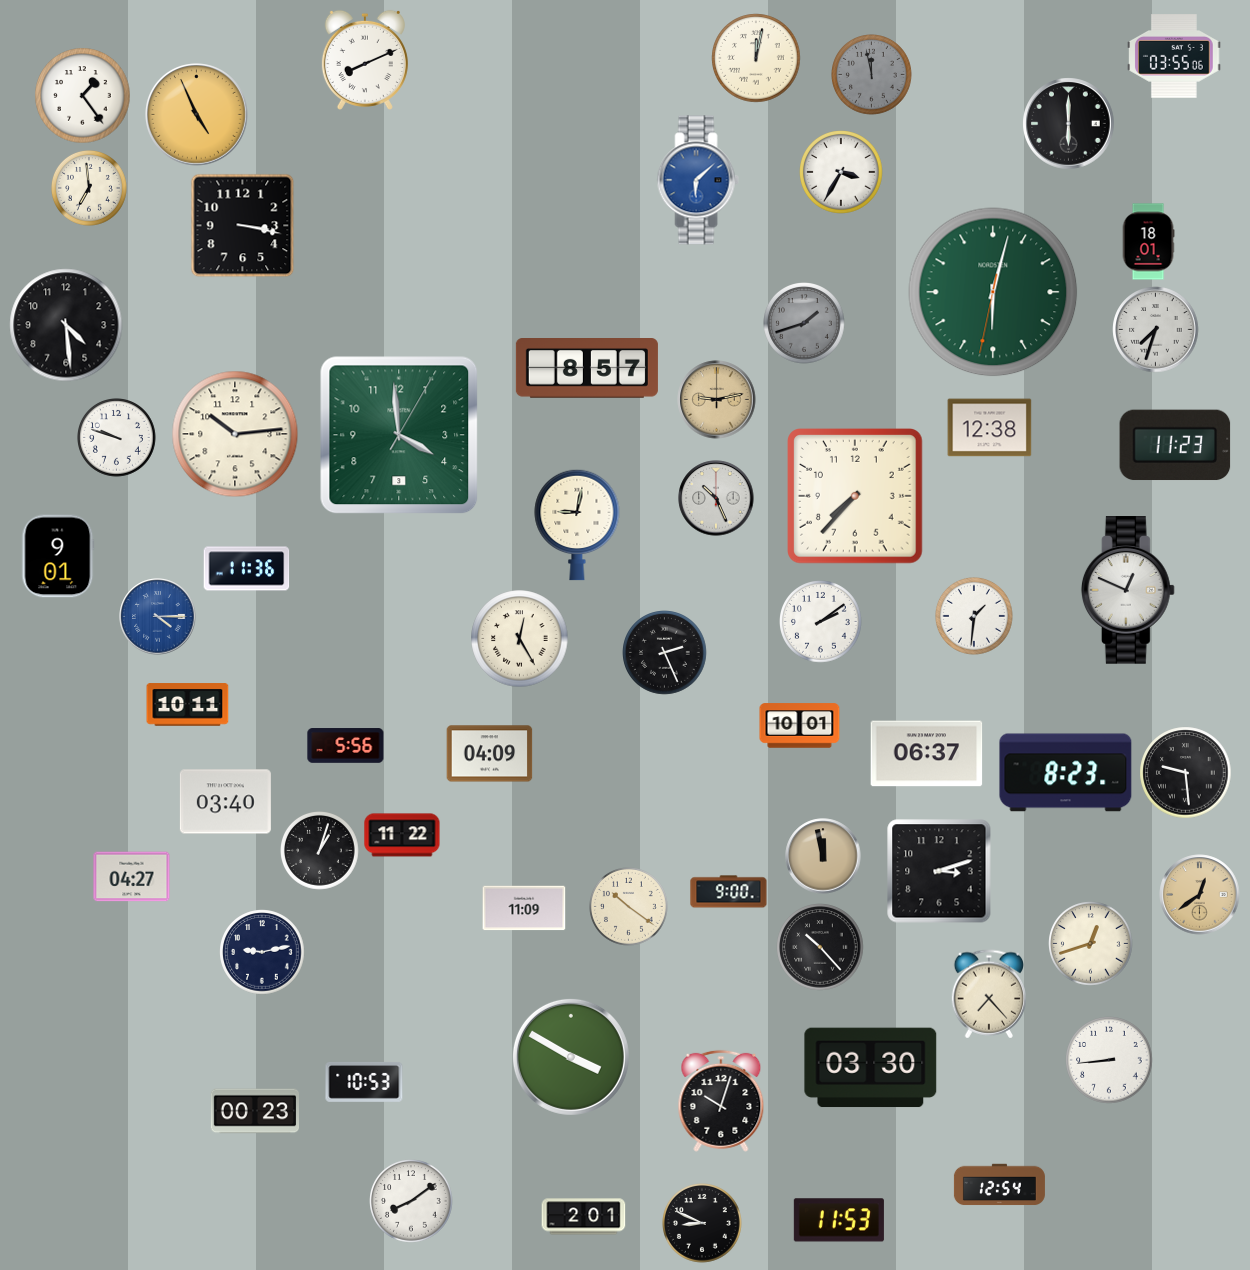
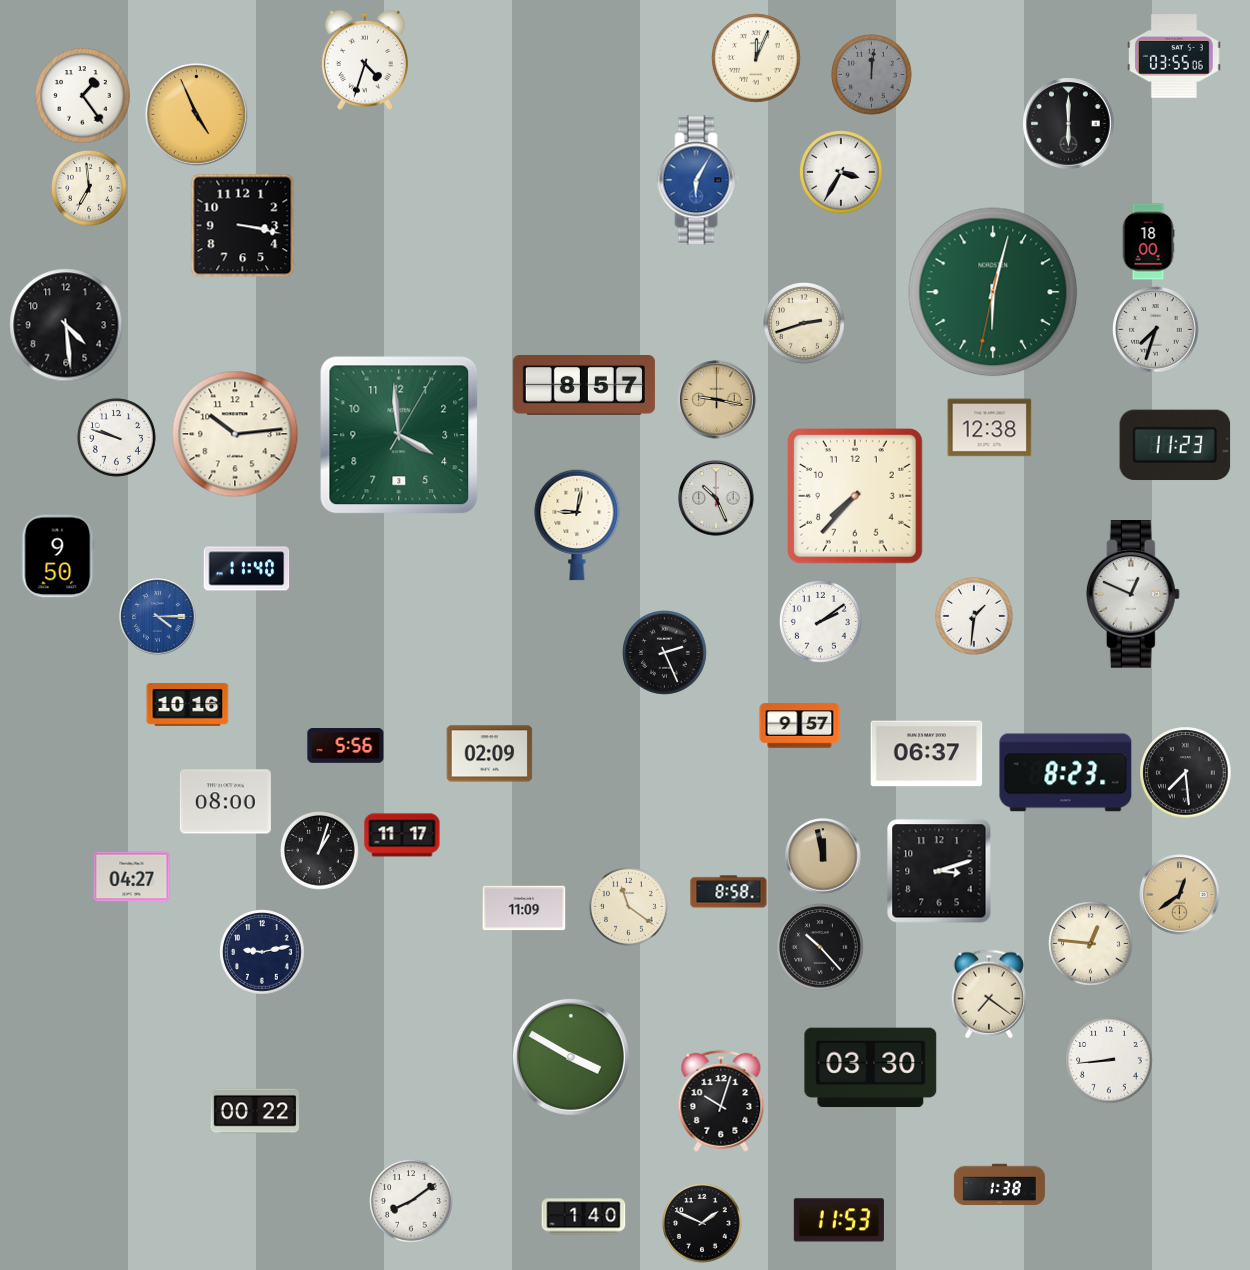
clock at (756, 58): 12:02 -> 12:04
clock at (365, 60): 8:11 -> 4:33
clock at (872, 75): 11:58 -> 12:01
clock at (698, 180): 6:08 -> 6:05
clock at (1148, 242): 18:01 -> 18:00
clock at (805, 324): 1:42 -> 2:42
clock at (805, 324) dial: grey -> cream
clock at (587, 369) position: (587, 369) -> (584, 386)
clock at (717, 400): 9:13 -> 9:17
clock at (58, 556): 9:01 -> 9:50
clock at (247, 569): 11:36 -> 11:40
clock at (1128, 590) position: (1128, 590) -> (1133, 594)
clock at (520, 639): 12:25 -> none
clock at (188, 705): 10:11 -> 10:16
clock at (800, 726): 10:01 -> 9:57
clock at (490, 754): 04:09 -> 02:09
clock at (1186, 773): 9:29 -> 7:29
clock at (225, 802): 03:40 -> 08:00
clock at (402, 835): 11:22 -> 11:17
clock at (729, 892): 9:00 -> 8:58
clock at (1200, 895) position: (1200, 895) -> (1180, 895)
clock at (629, 907): 10:21 -> 11:21
clock at (1091, 944): 12:42 -> 12:46
clock at (988, 994): 7:23 -> 7:21
clock at (364, 1082): 10:53 -> none
clock at (254, 1111): 00:23 -> 00:22
clock at (999, 1185): 12:54 -> 1:38
clock at (584, 1217): 2:01 -> 1:40
clock at (703, 1224): 8:49 -> 1:49
